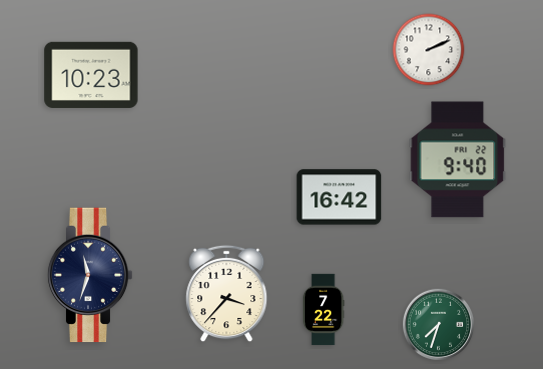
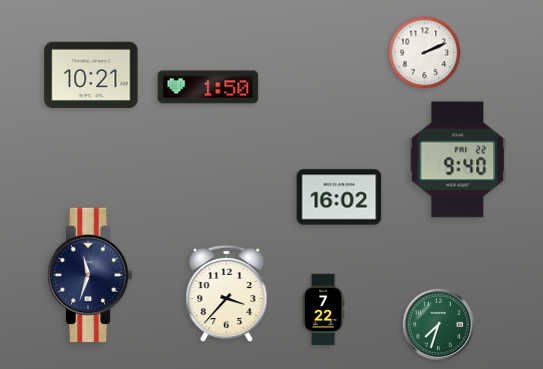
clock at (429, 50) position: (429, 50) -> (425, 53)
clock at (91, 75): 10:23 -> 10:21
clock at (208, 87): none -> 1:50
clock at (339, 197): 16:42 -> 16:02
